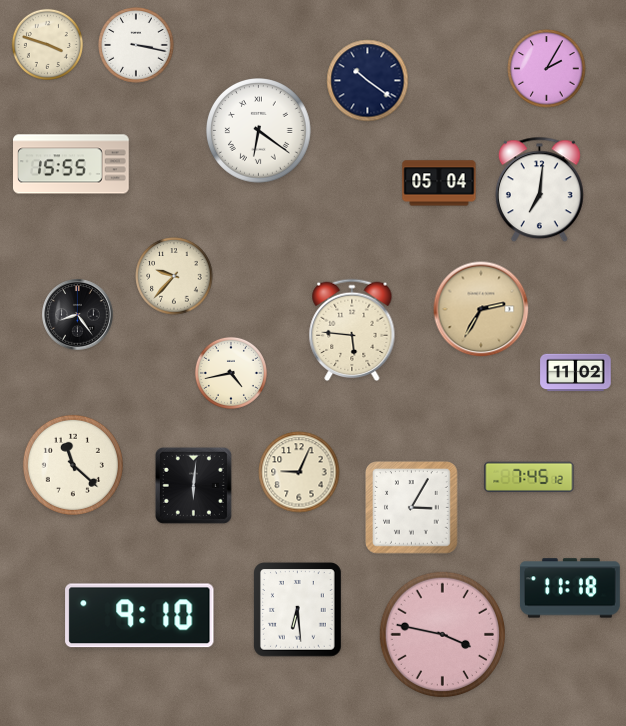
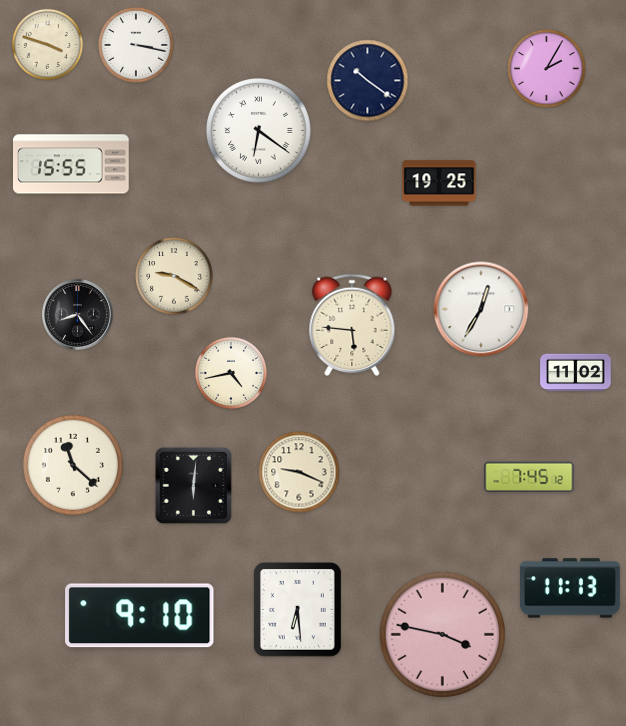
clock at (439, 183): 05:04 -> 19:25
clock at (539, 190): 7:01 -> none
clock at (174, 276): 9:37 -> 9:20
clock at (481, 309): 2:35 -> 12:35
clock at (481, 309) dial: champagne -> white
clock at (352, 330) position: (352, 330) -> (352, 325)
clock at (299, 472): 9:04 -> 9:19
clock at (412, 508): 3:05 -> none
clock at (570, 588): 11:18 -> 11:13
